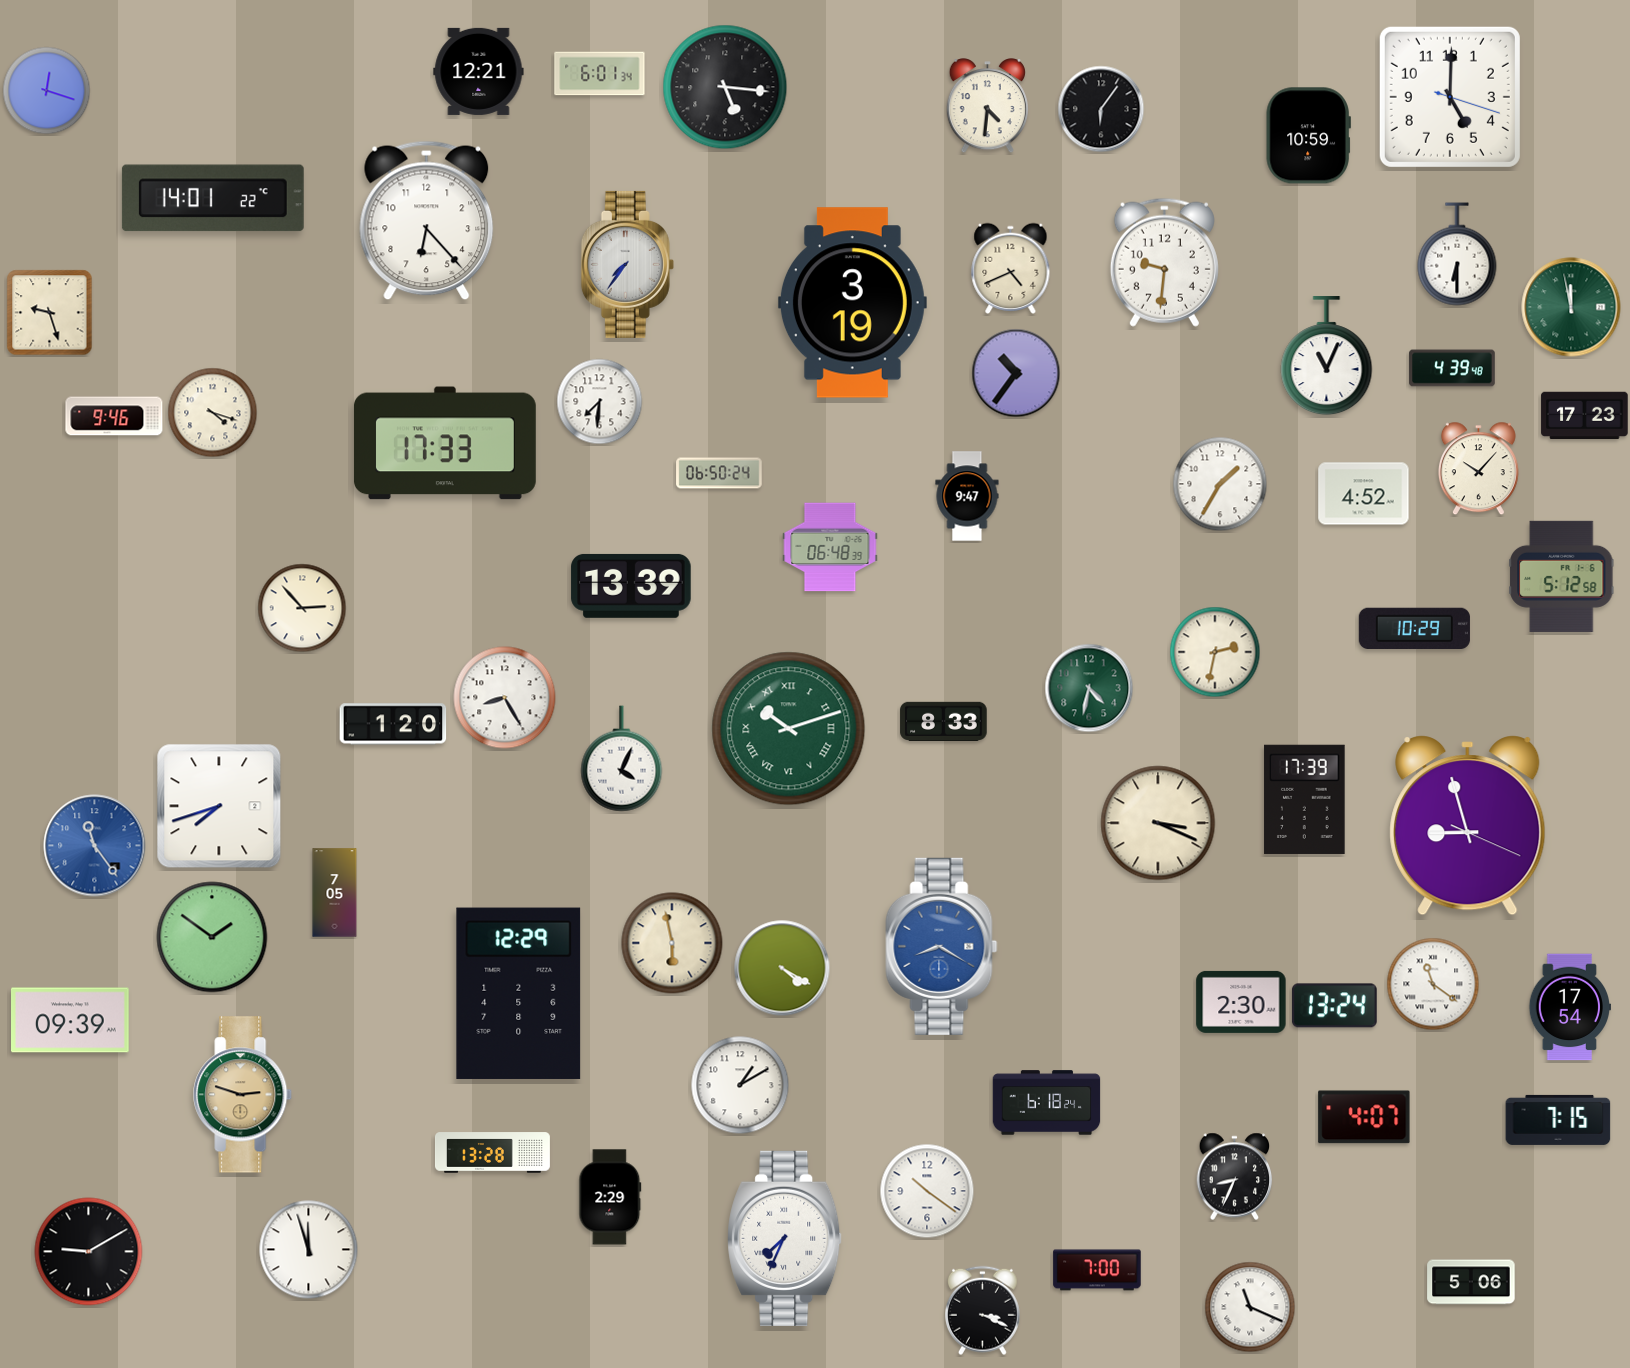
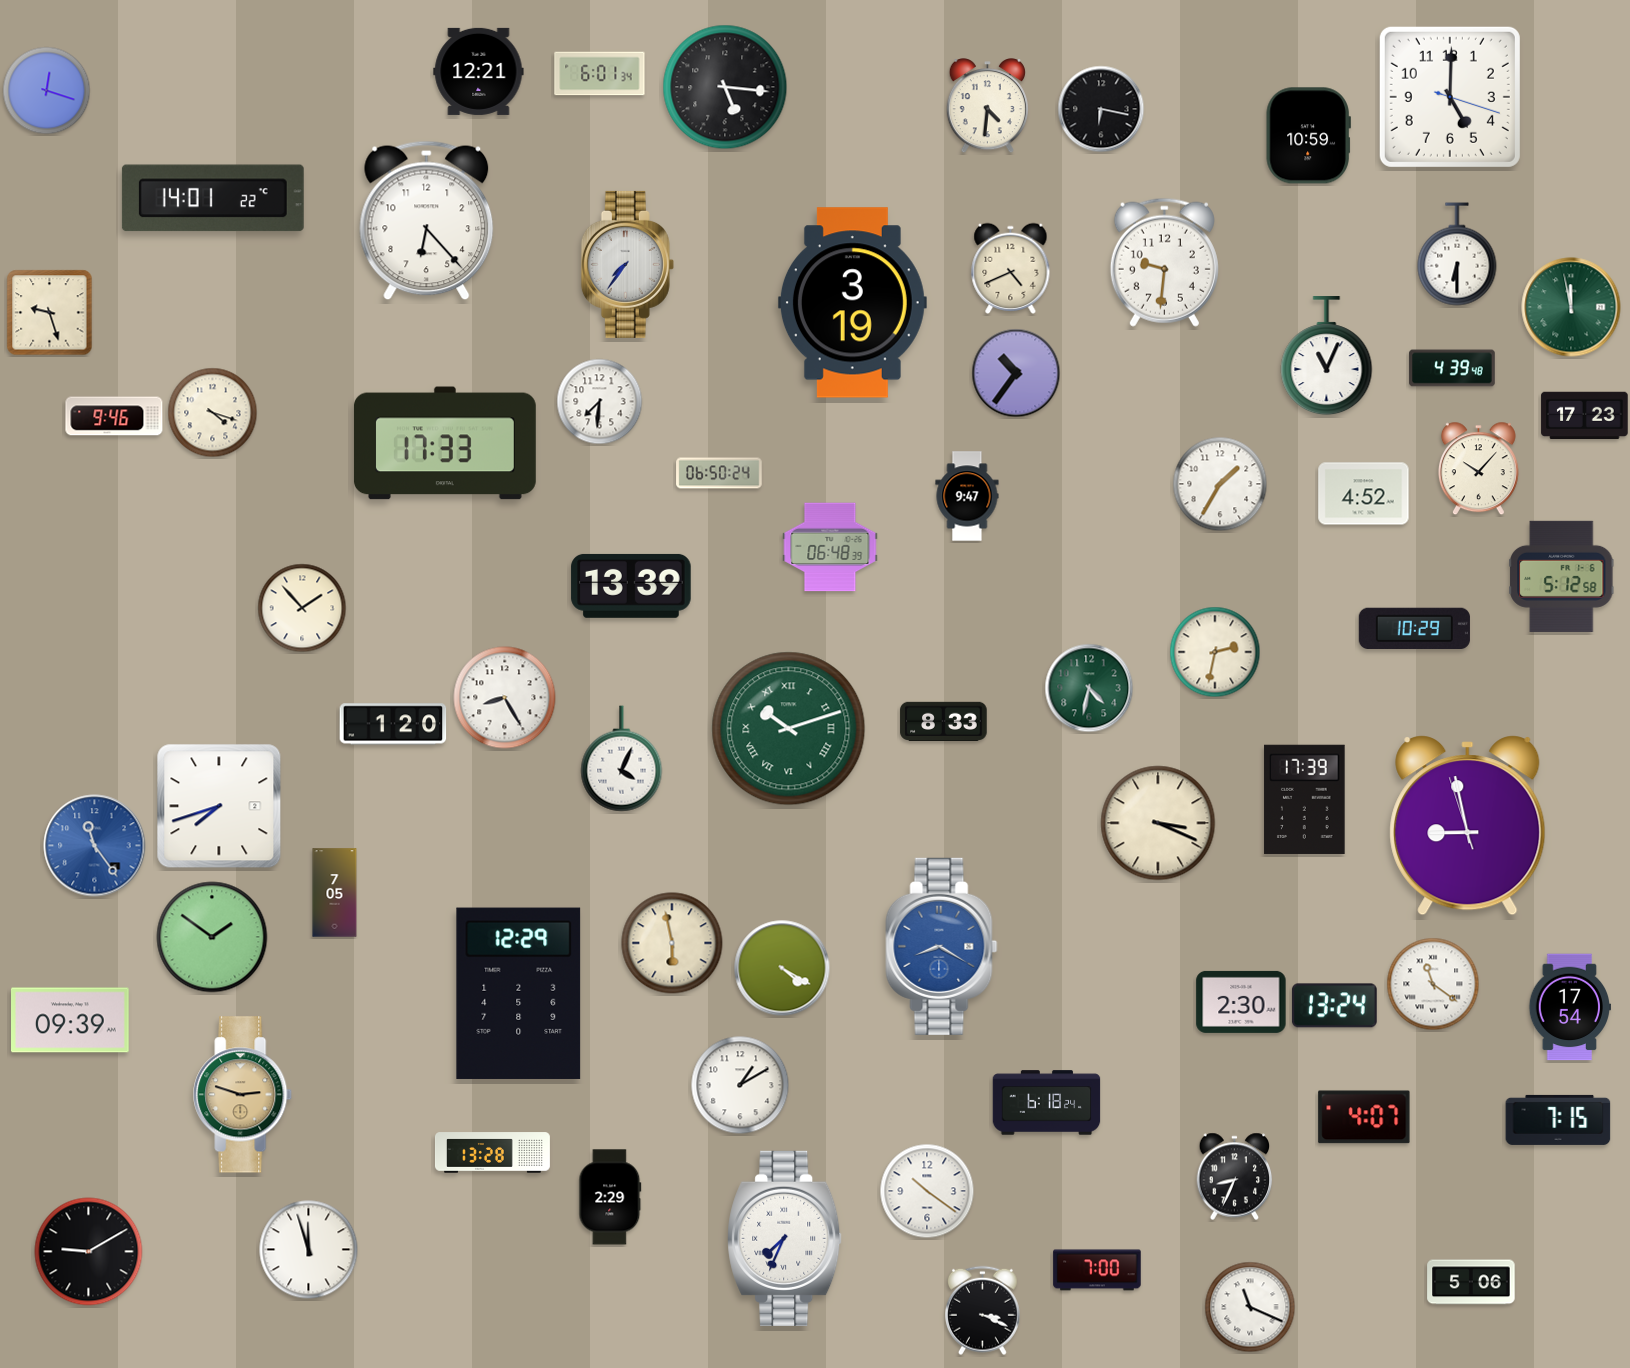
clock at (1101, 109): 6:06 -> 6:17
clock at (302, 608): 2:53 -> 1:53
clock at (1468, 826): 8:57:19 -> 8:57:57
